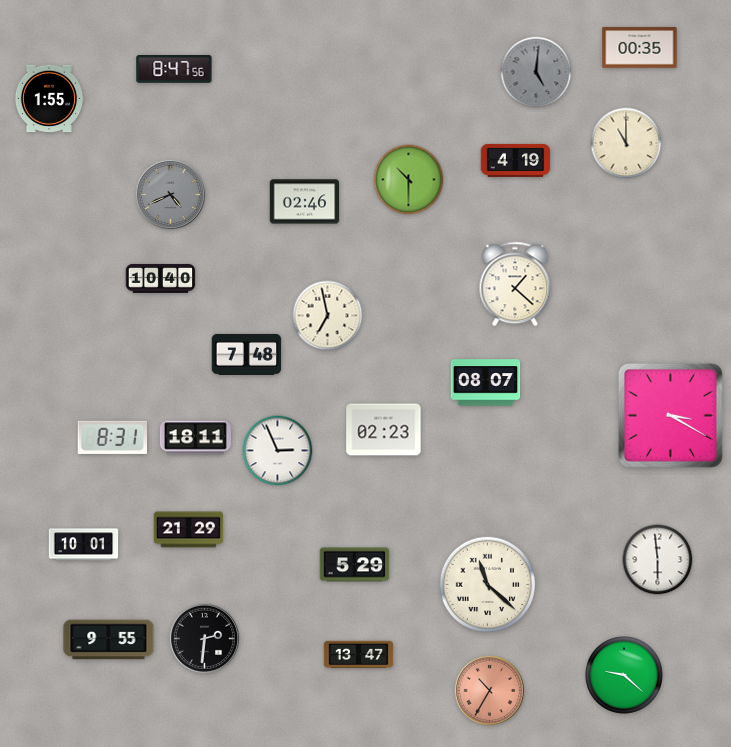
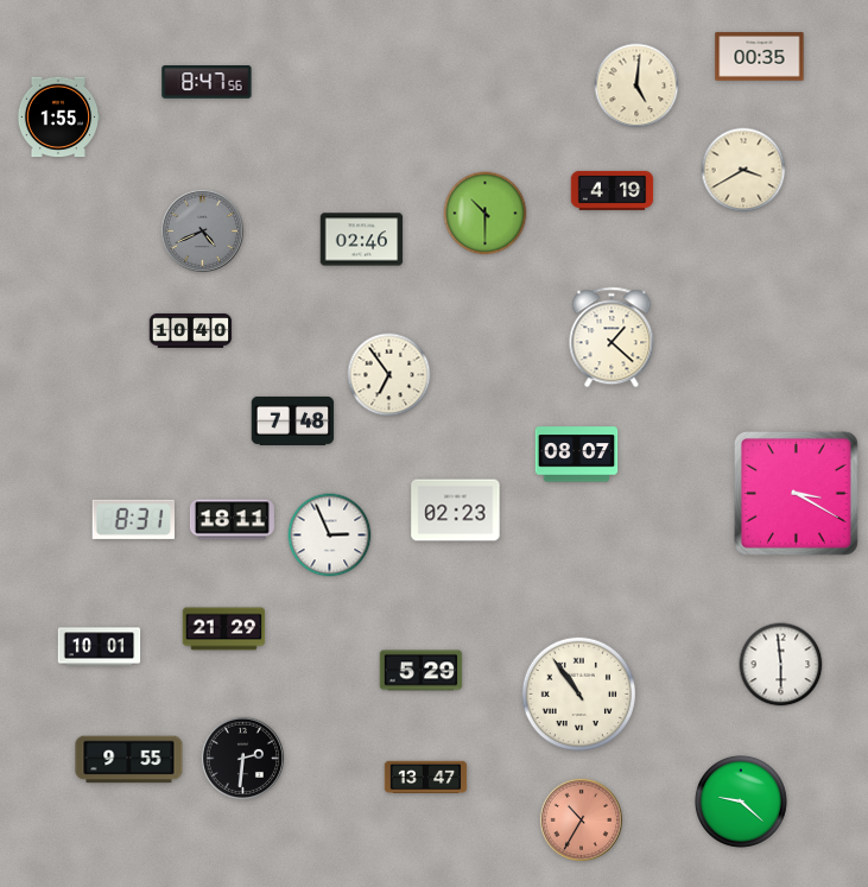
clock at (536, 72) dial: grey -> cream
clock at (626, 143): 11:00 -> 3:40
clock at (328, 316): 6:58 -> 6:54
clock at (487, 584): 11:22 -> 10:54
